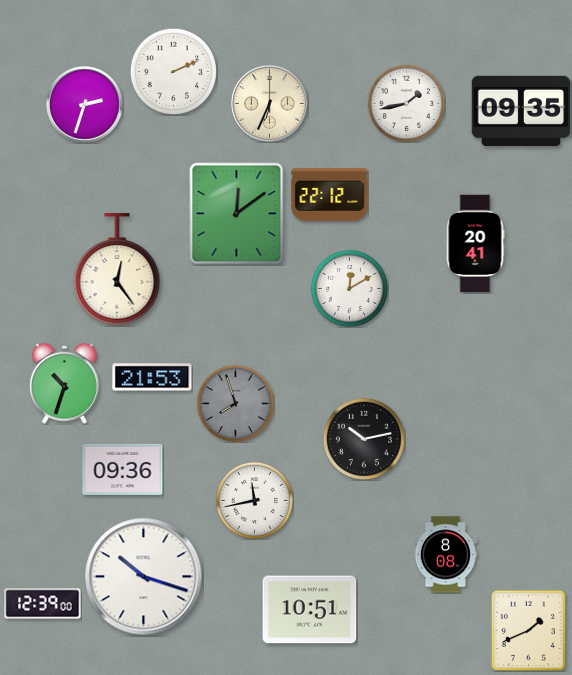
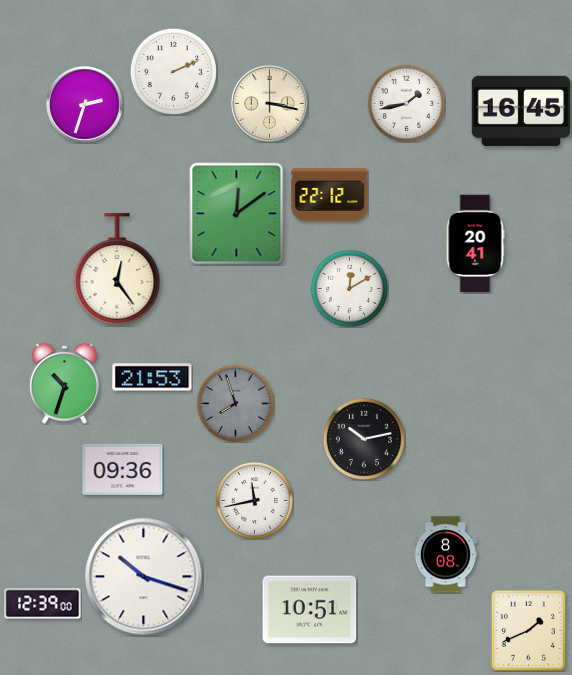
clock at (270, 104): 6:34 -> 3:17
clock at (521, 111): 09:35 -> 16:45
